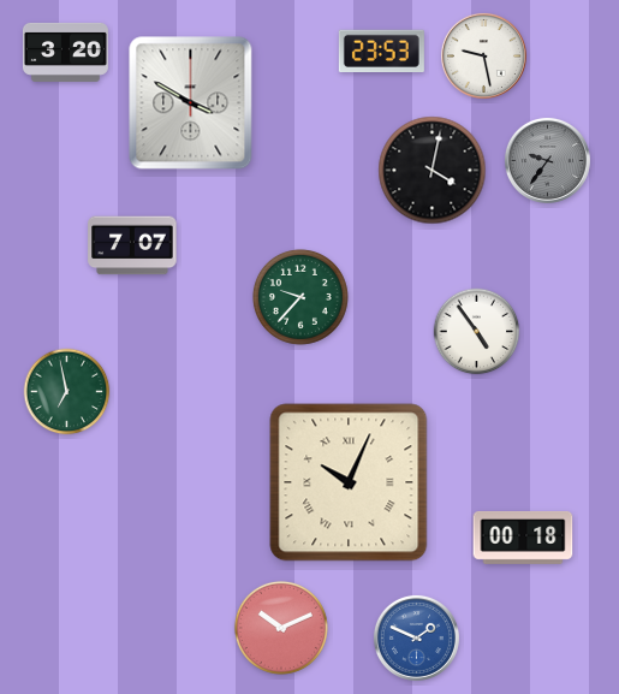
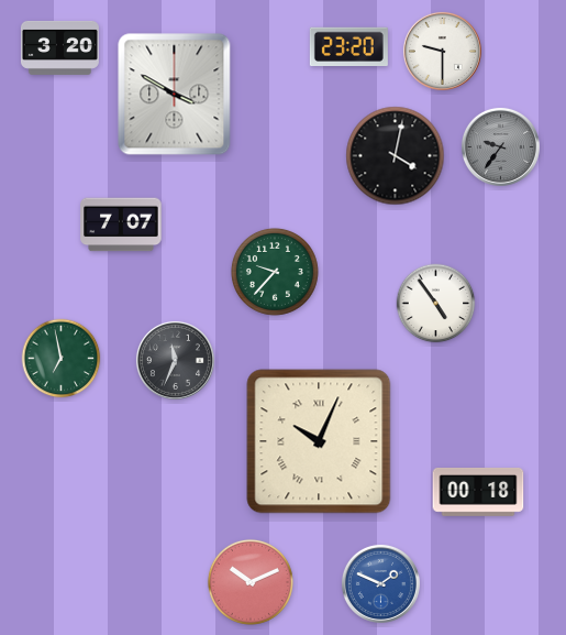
clock at (381, 51): 23:53 -> 23:20
clock at (483, 55): 9:28 -> 9:30
clock at (175, 360): none -> 11:34
clock at (281, 628) position: (281, 628) -> (251, 582)
